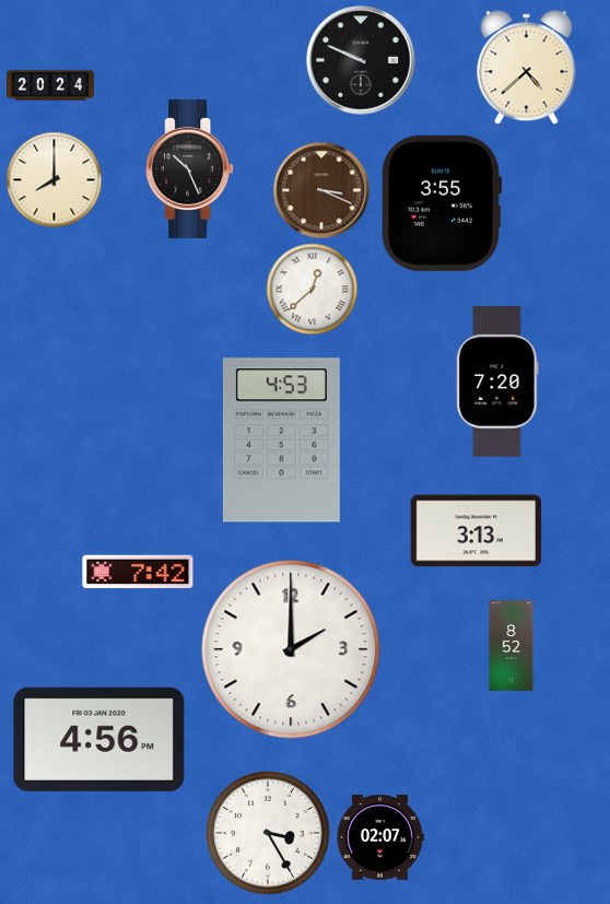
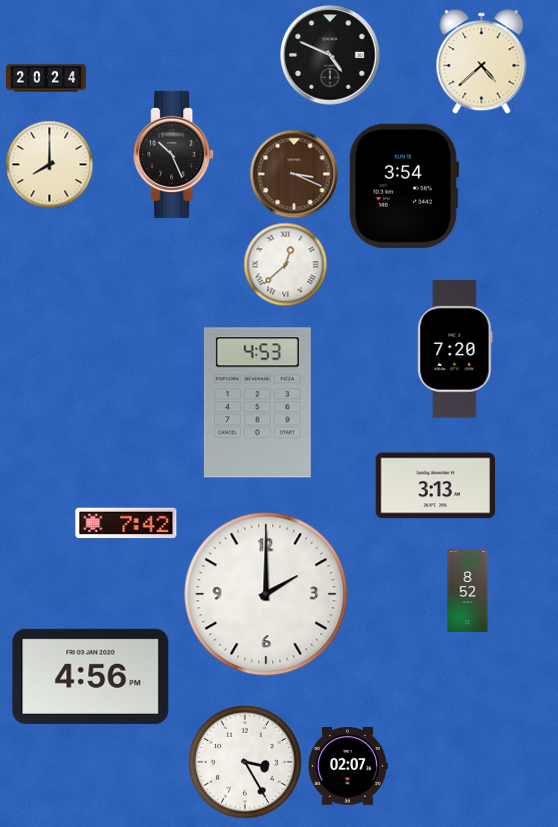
clock at (361, 60): 9:49 -> 4:49
clock at (442, 203): 3:55 -> 3:54
